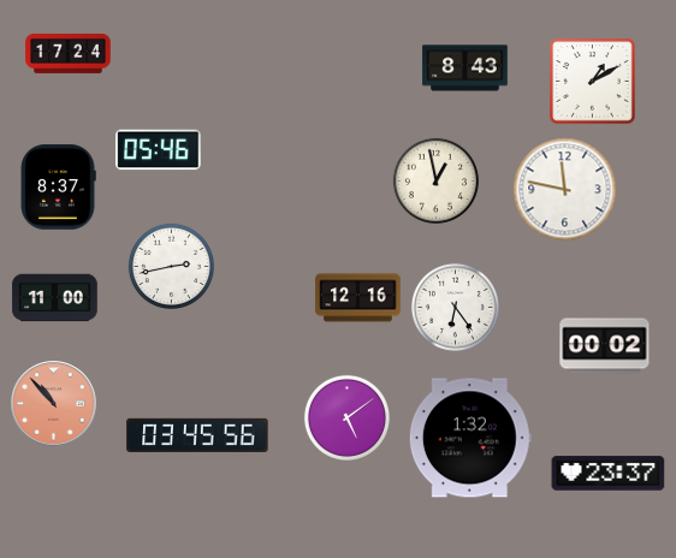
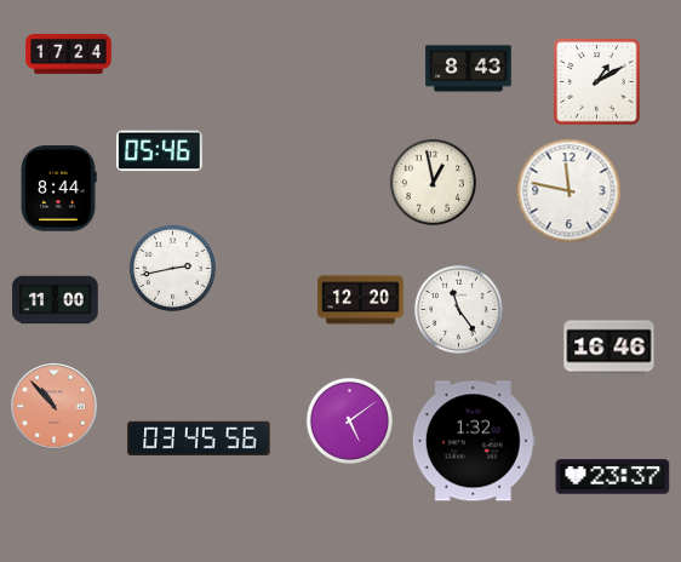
clock at (435, 180) position: (435, 180) -> (433, 182)
clock at (58, 188): 8:37 -> 8:44
clock at (358, 298): 12:16 -> 12:20
clock at (455, 307): 6:24 -> 11:24
clock at (605, 346): 00:02 -> 16:46
